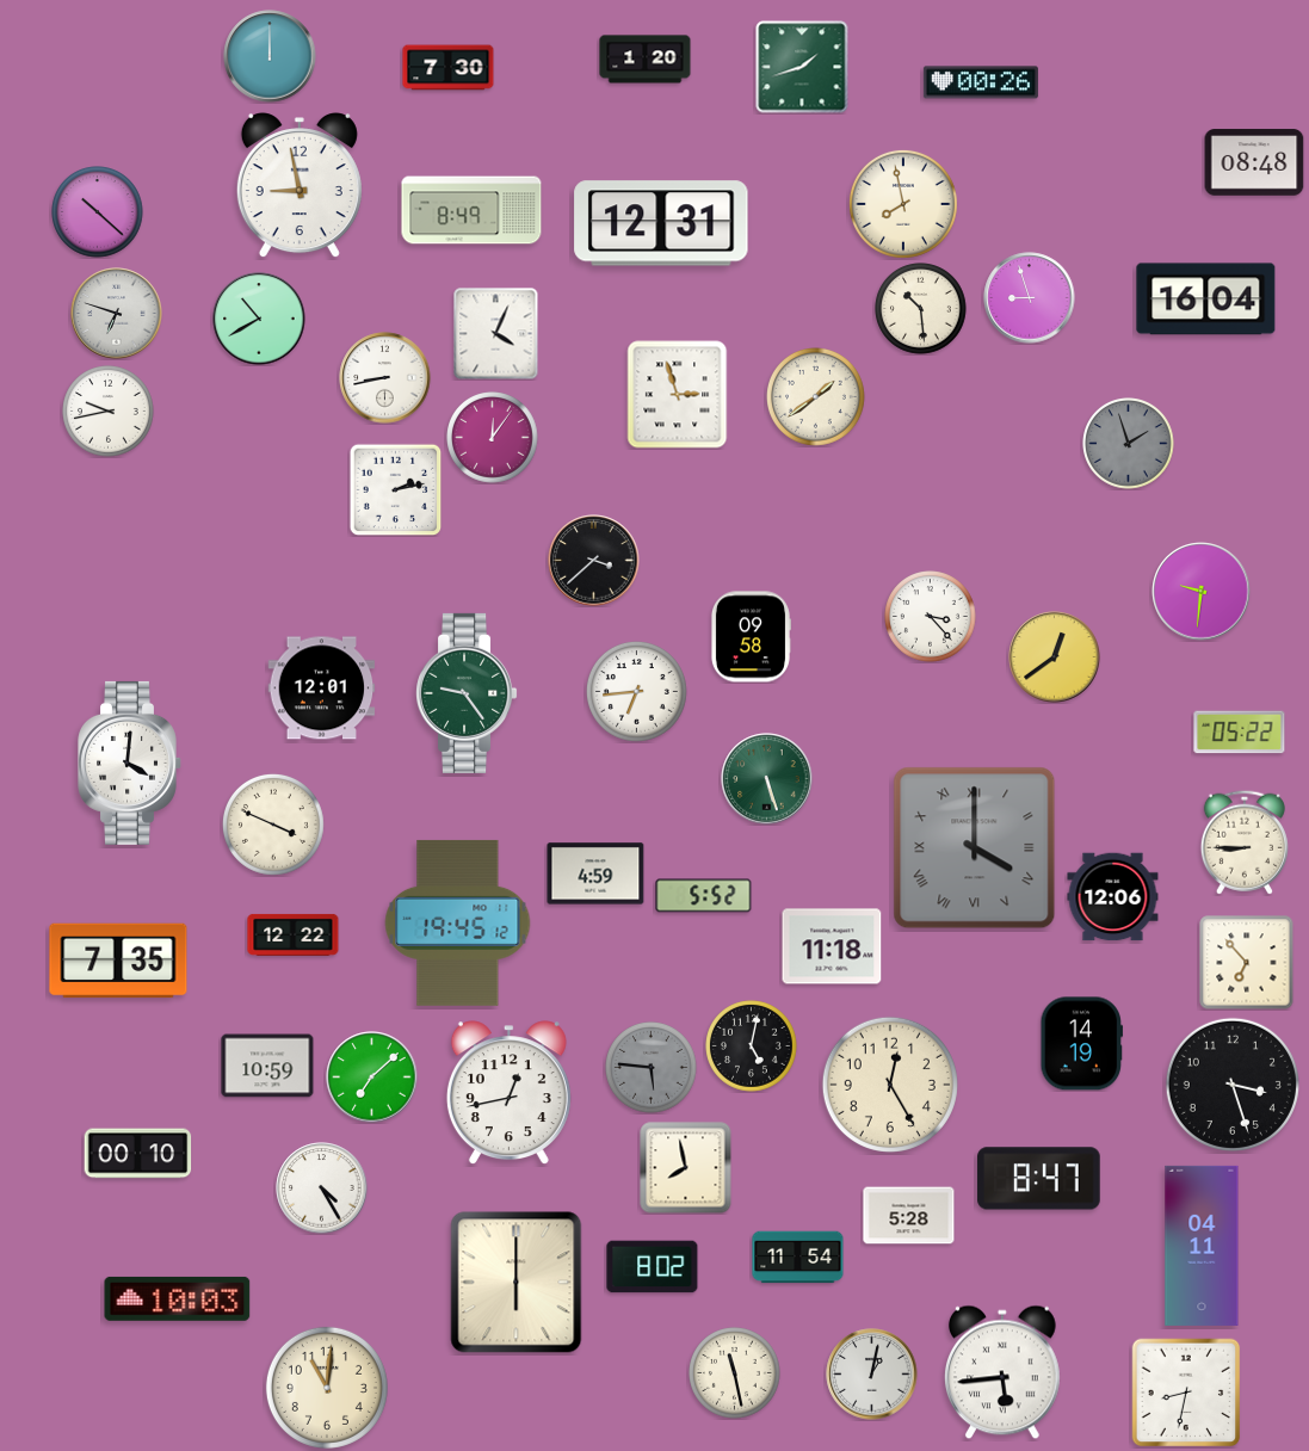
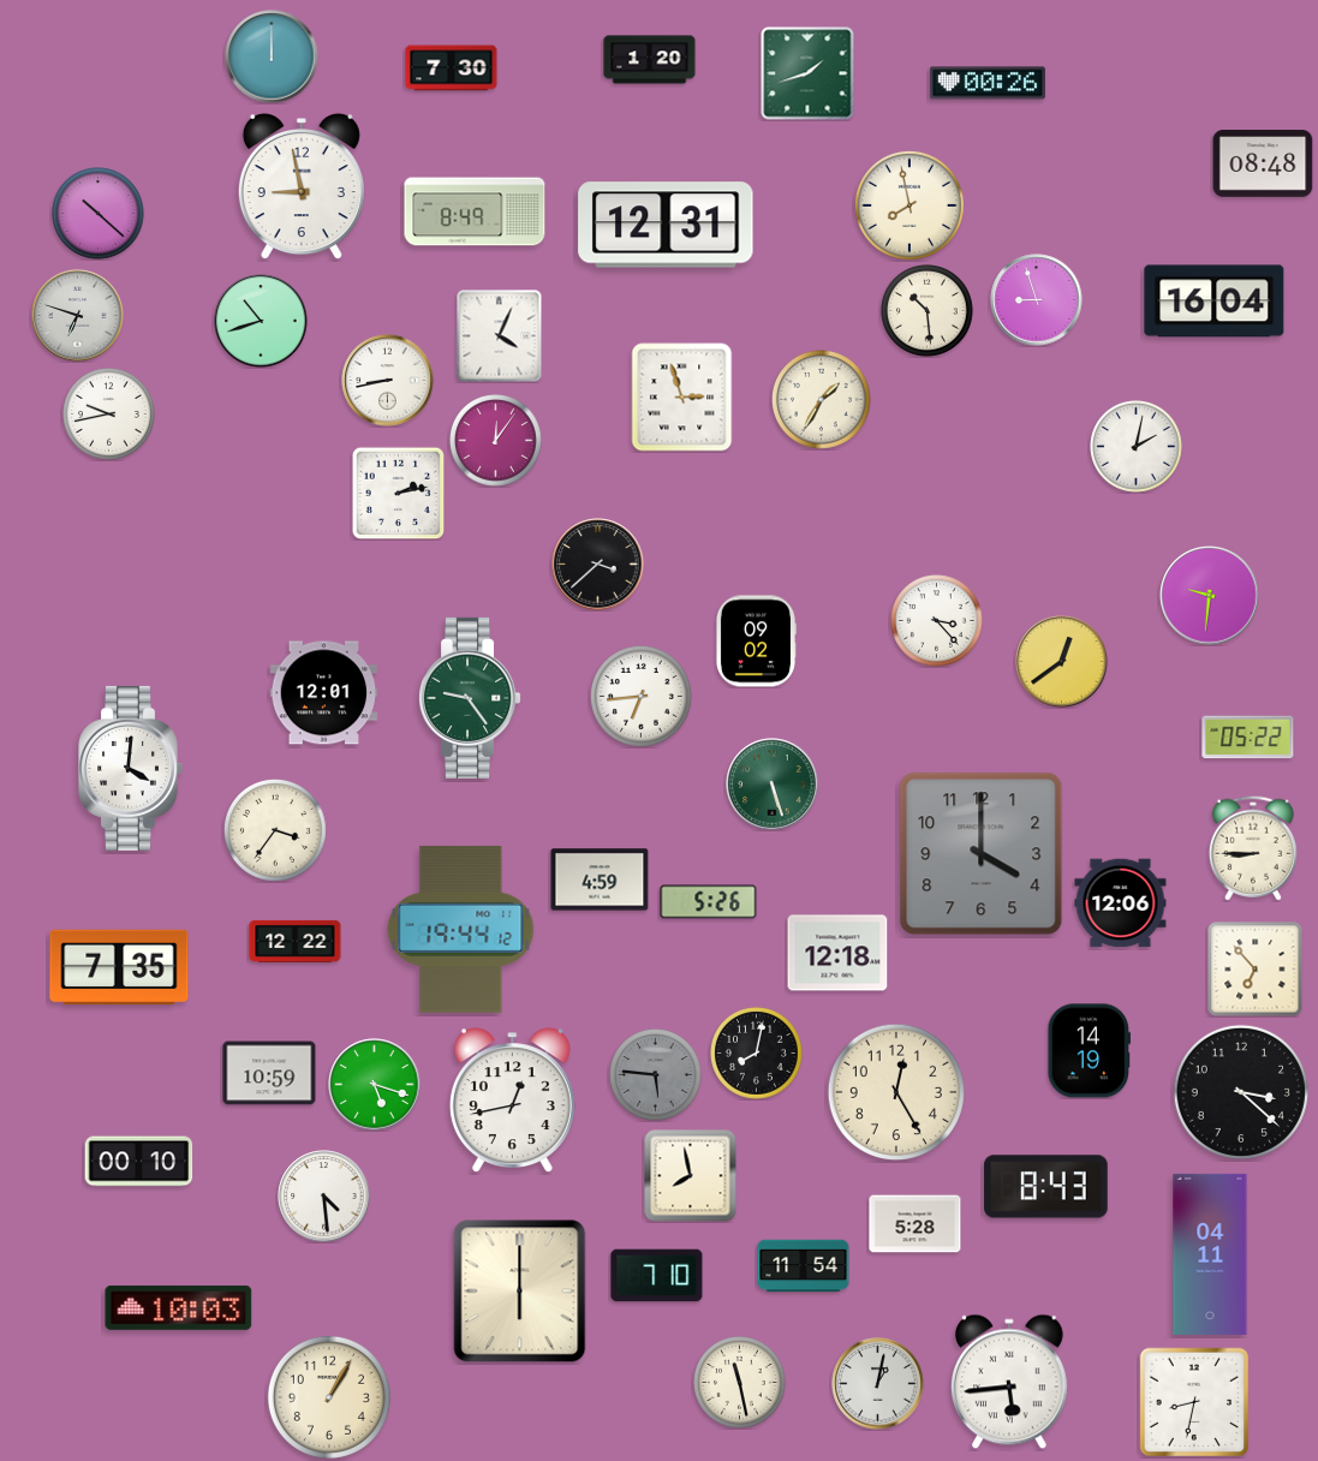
clock at (802, 67) position: (802, 67) -> (807, 73)
clock at (117, 314) position: (117, 314) -> (78, 316)
clock at (259, 319): 10:40 -> 10:42
clock at (816, 397): 1:39 -> 1:35
clock at (1129, 444): 1:57 -> 2:02
clock at (1129, 444) dial: grey -> white
clock at (751, 637): 09:58 -> 09:02
clock at (273, 825): 3:49 -> 3:36
clock at (975, 848) numerals: Roman -> Arabic
clock at (704, 896): 5:52 -> 5:26
clock at (458, 922): 19:45 -> 19:44
clock at (832, 946): 11:18 -> 12:18
clock at (752, 1046): 5:02 -> 8:02
clock at (372, 1078): 7:08 -> 5:18
clock at (1233, 1085): 3:27 -> 3:22
clock at (1039, 1179): 8:47 -> 8:43
clock at (322, 1188): 4:25 -> 4:29
clock at (653, 1267): 8:02 -> 7:10
clock at (327, 1388): 11:01 -> 1:05
